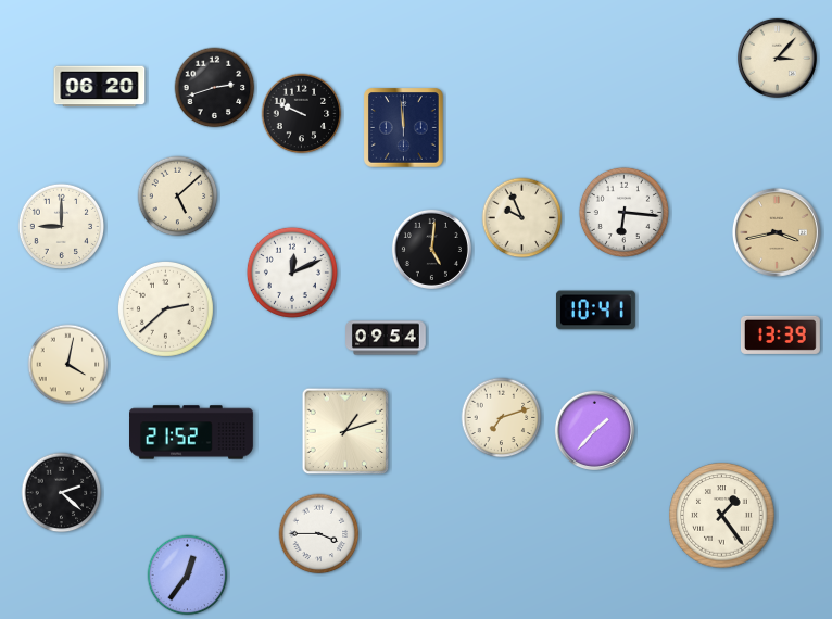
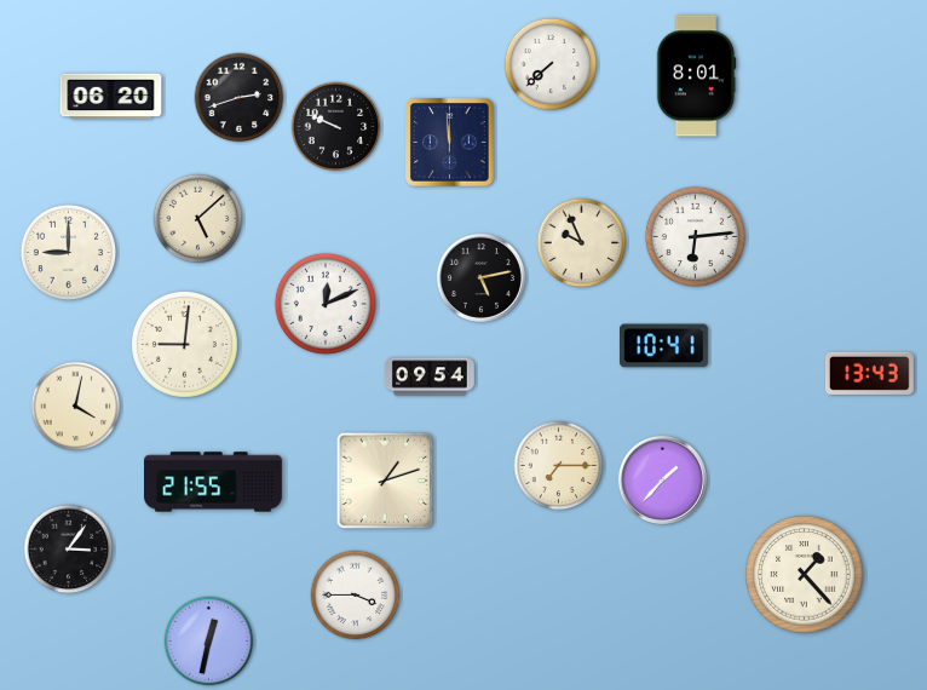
clock at (551, 64): none -> 7:38
clock at (777, 58): 3:07 -> none
clock at (696, 76): none -> 8:01
clock at (623, 212): 6:16 -> 6:14
clock at (777, 232): 3:43 -> none
clock at (431, 249): 5:01 -> 5:13
clock at (165, 308): 2:38 -> 9:01
clock at (780, 334): 13:39 -> 13:43
clock at (502, 418): 7:12 -> 7:15
clock at (192, 432): 21:52 -> 21:55
clock at (62, 493): 2:22 -> 3:06
clock at (722, 516): 1:24 -> 1:23
clock at (188, 576): 12:36 -> 12:32
